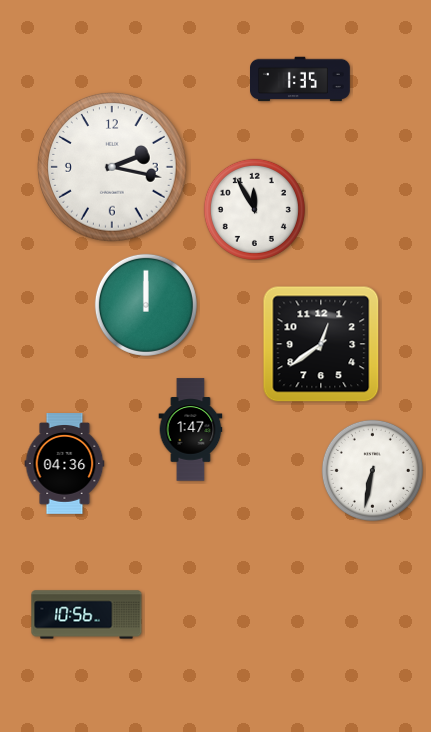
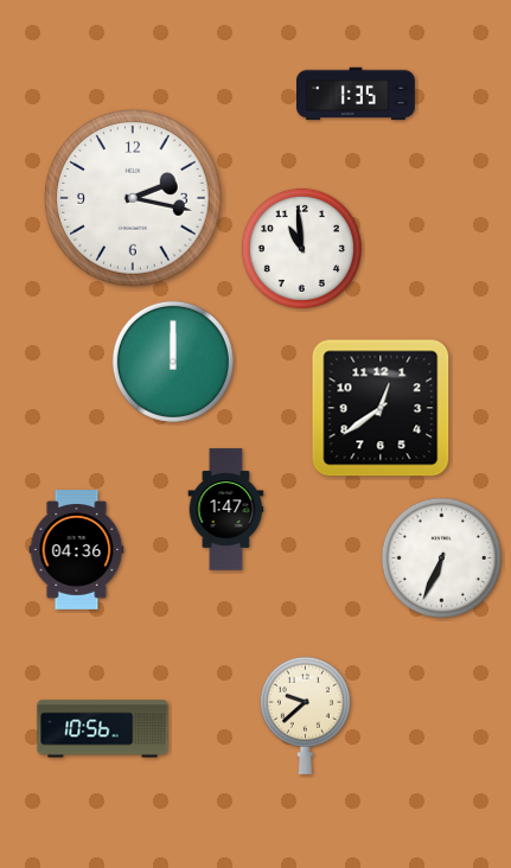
clock at (254, 209): 11:55 -> 10:59
clock at (372, 470): 6:32 -> 6:34
clock at (305, 715): none -> 9:38
